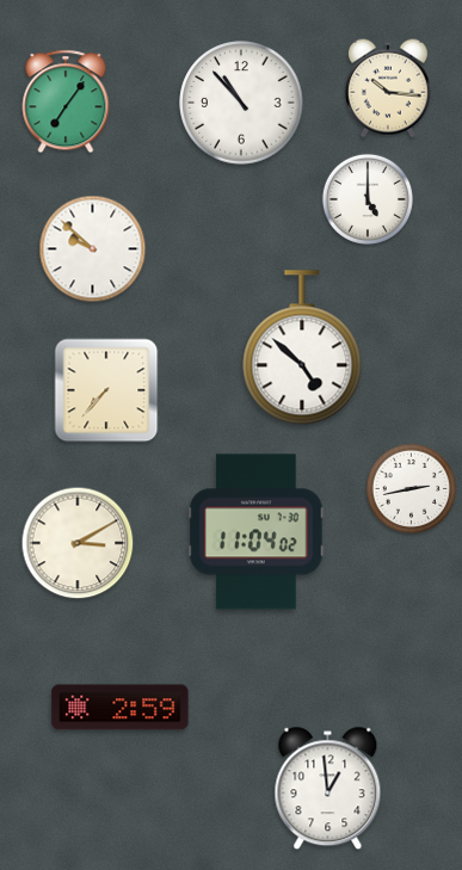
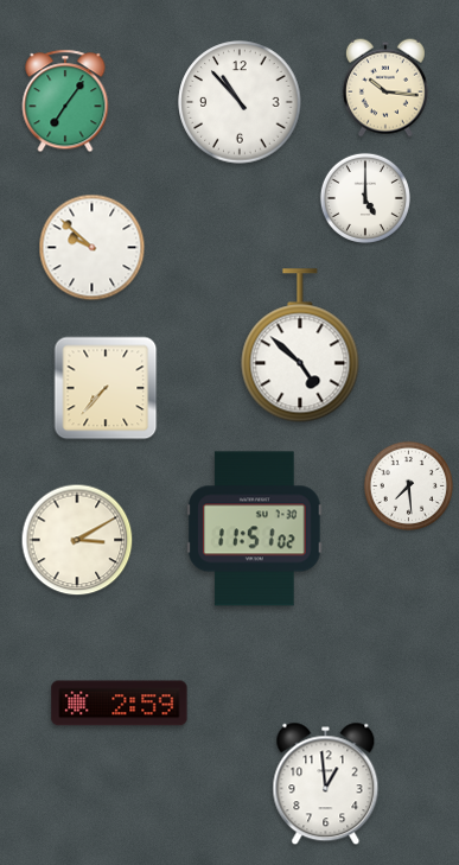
clock at (411, 488): 2:43 -> 7:29
clock at (257, 532): 11:04 -> 11:51
